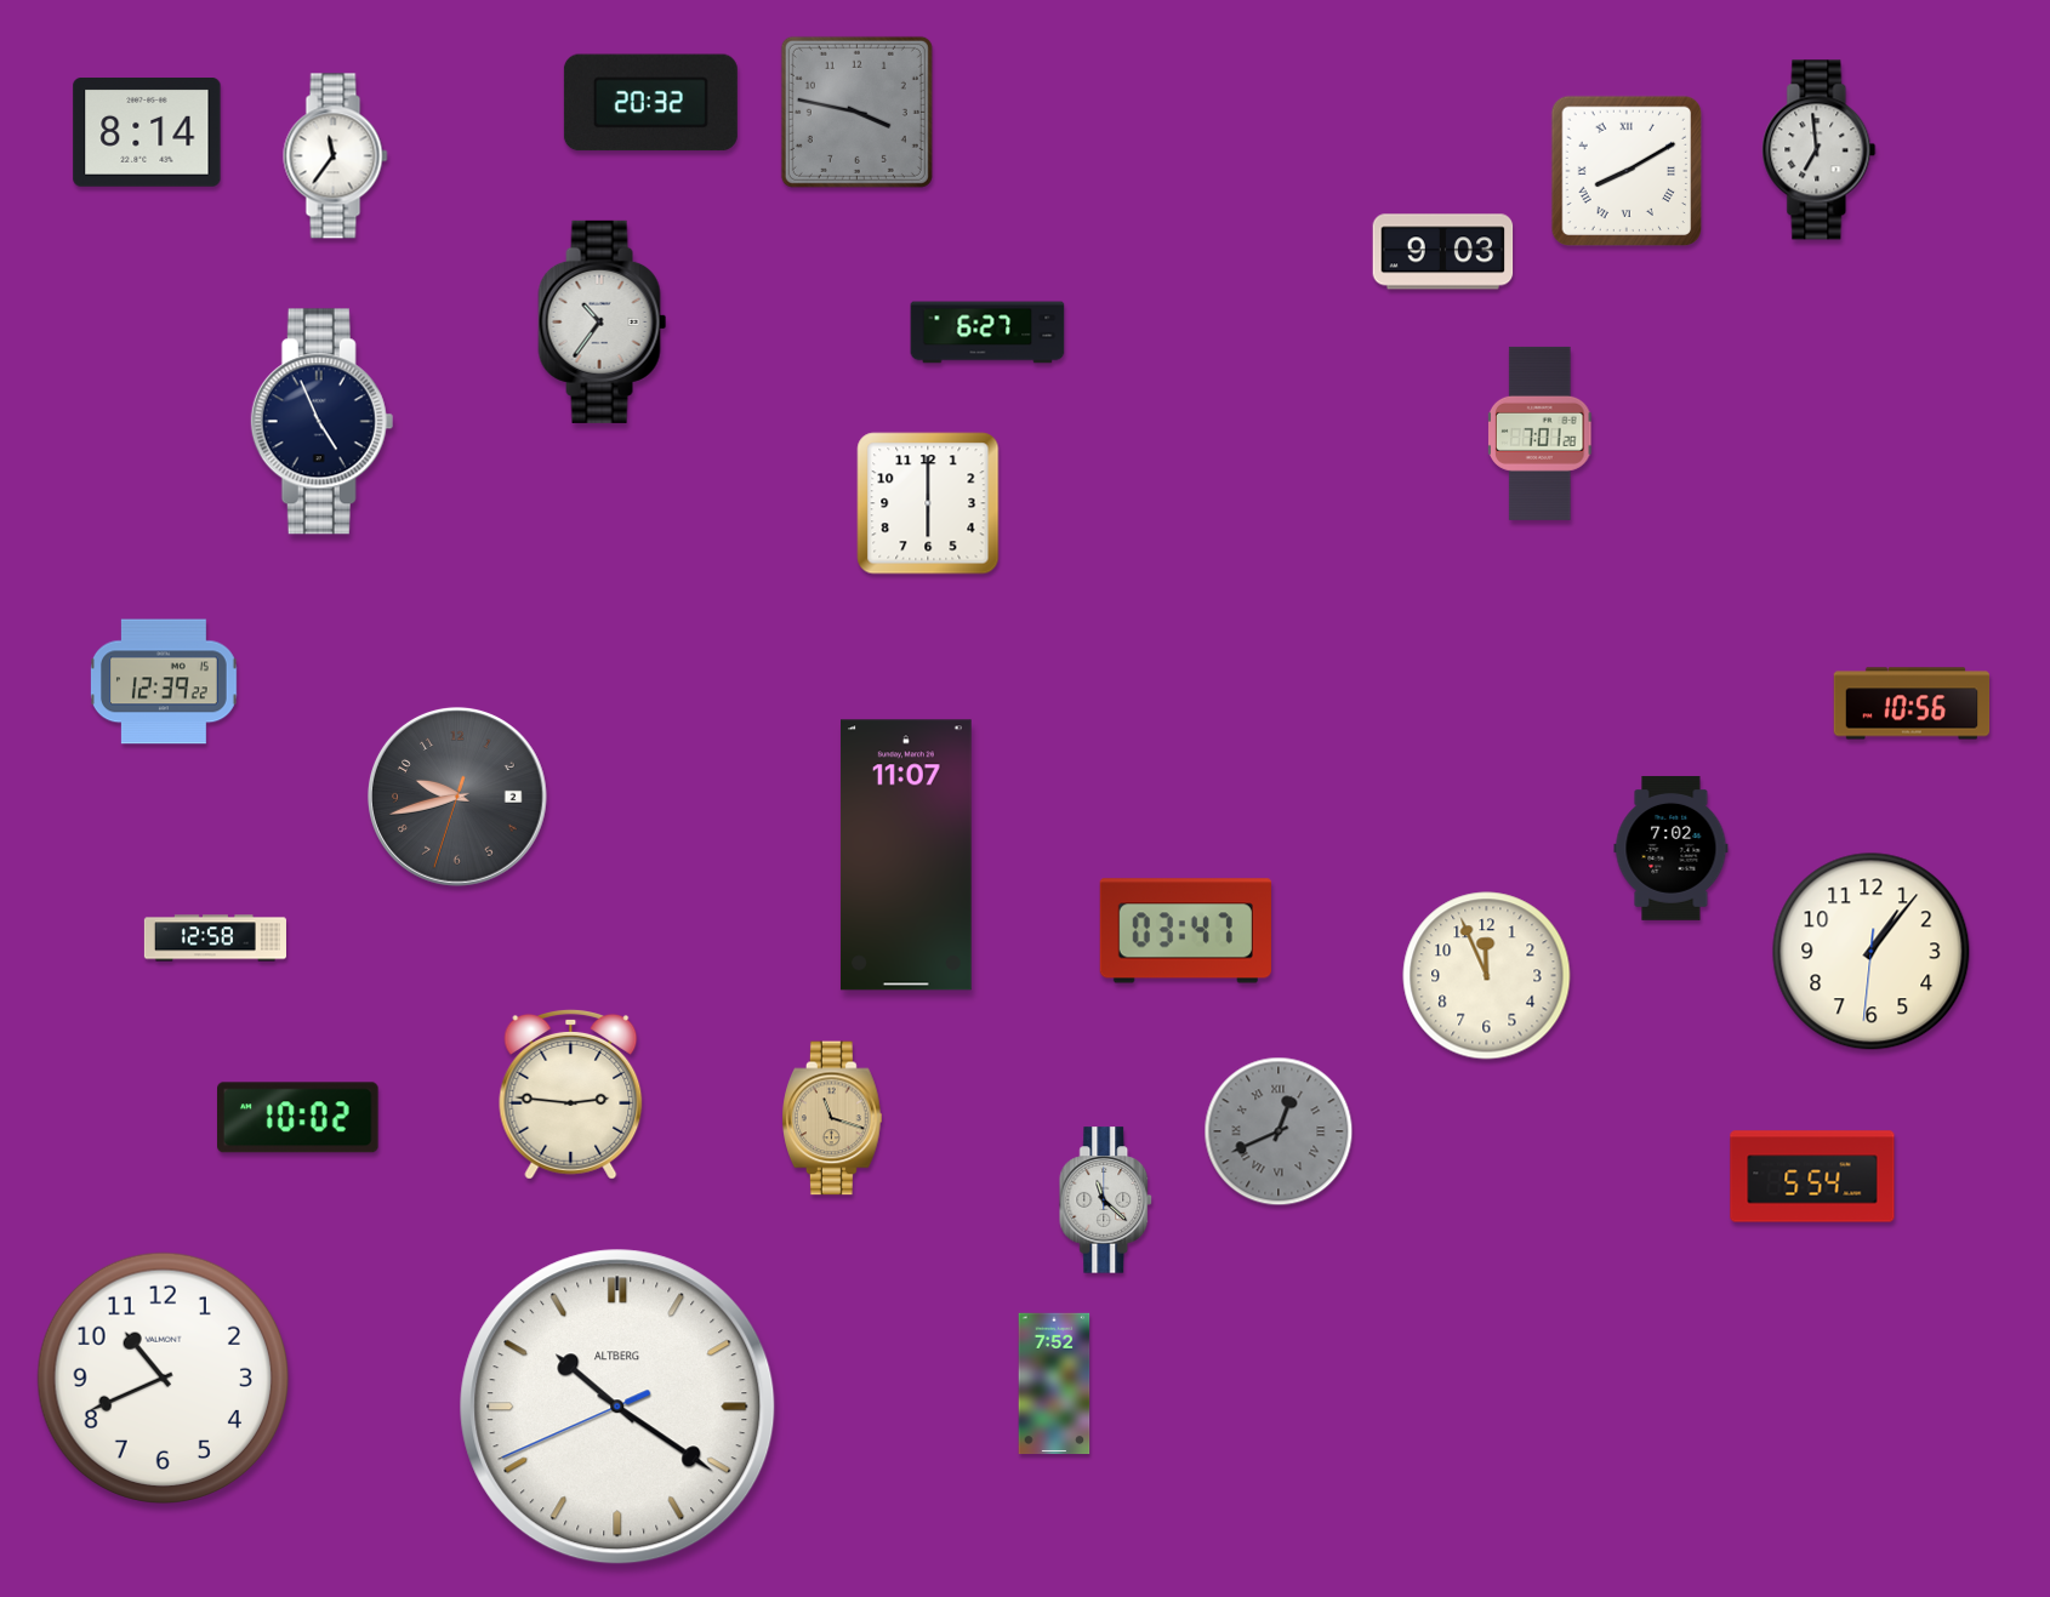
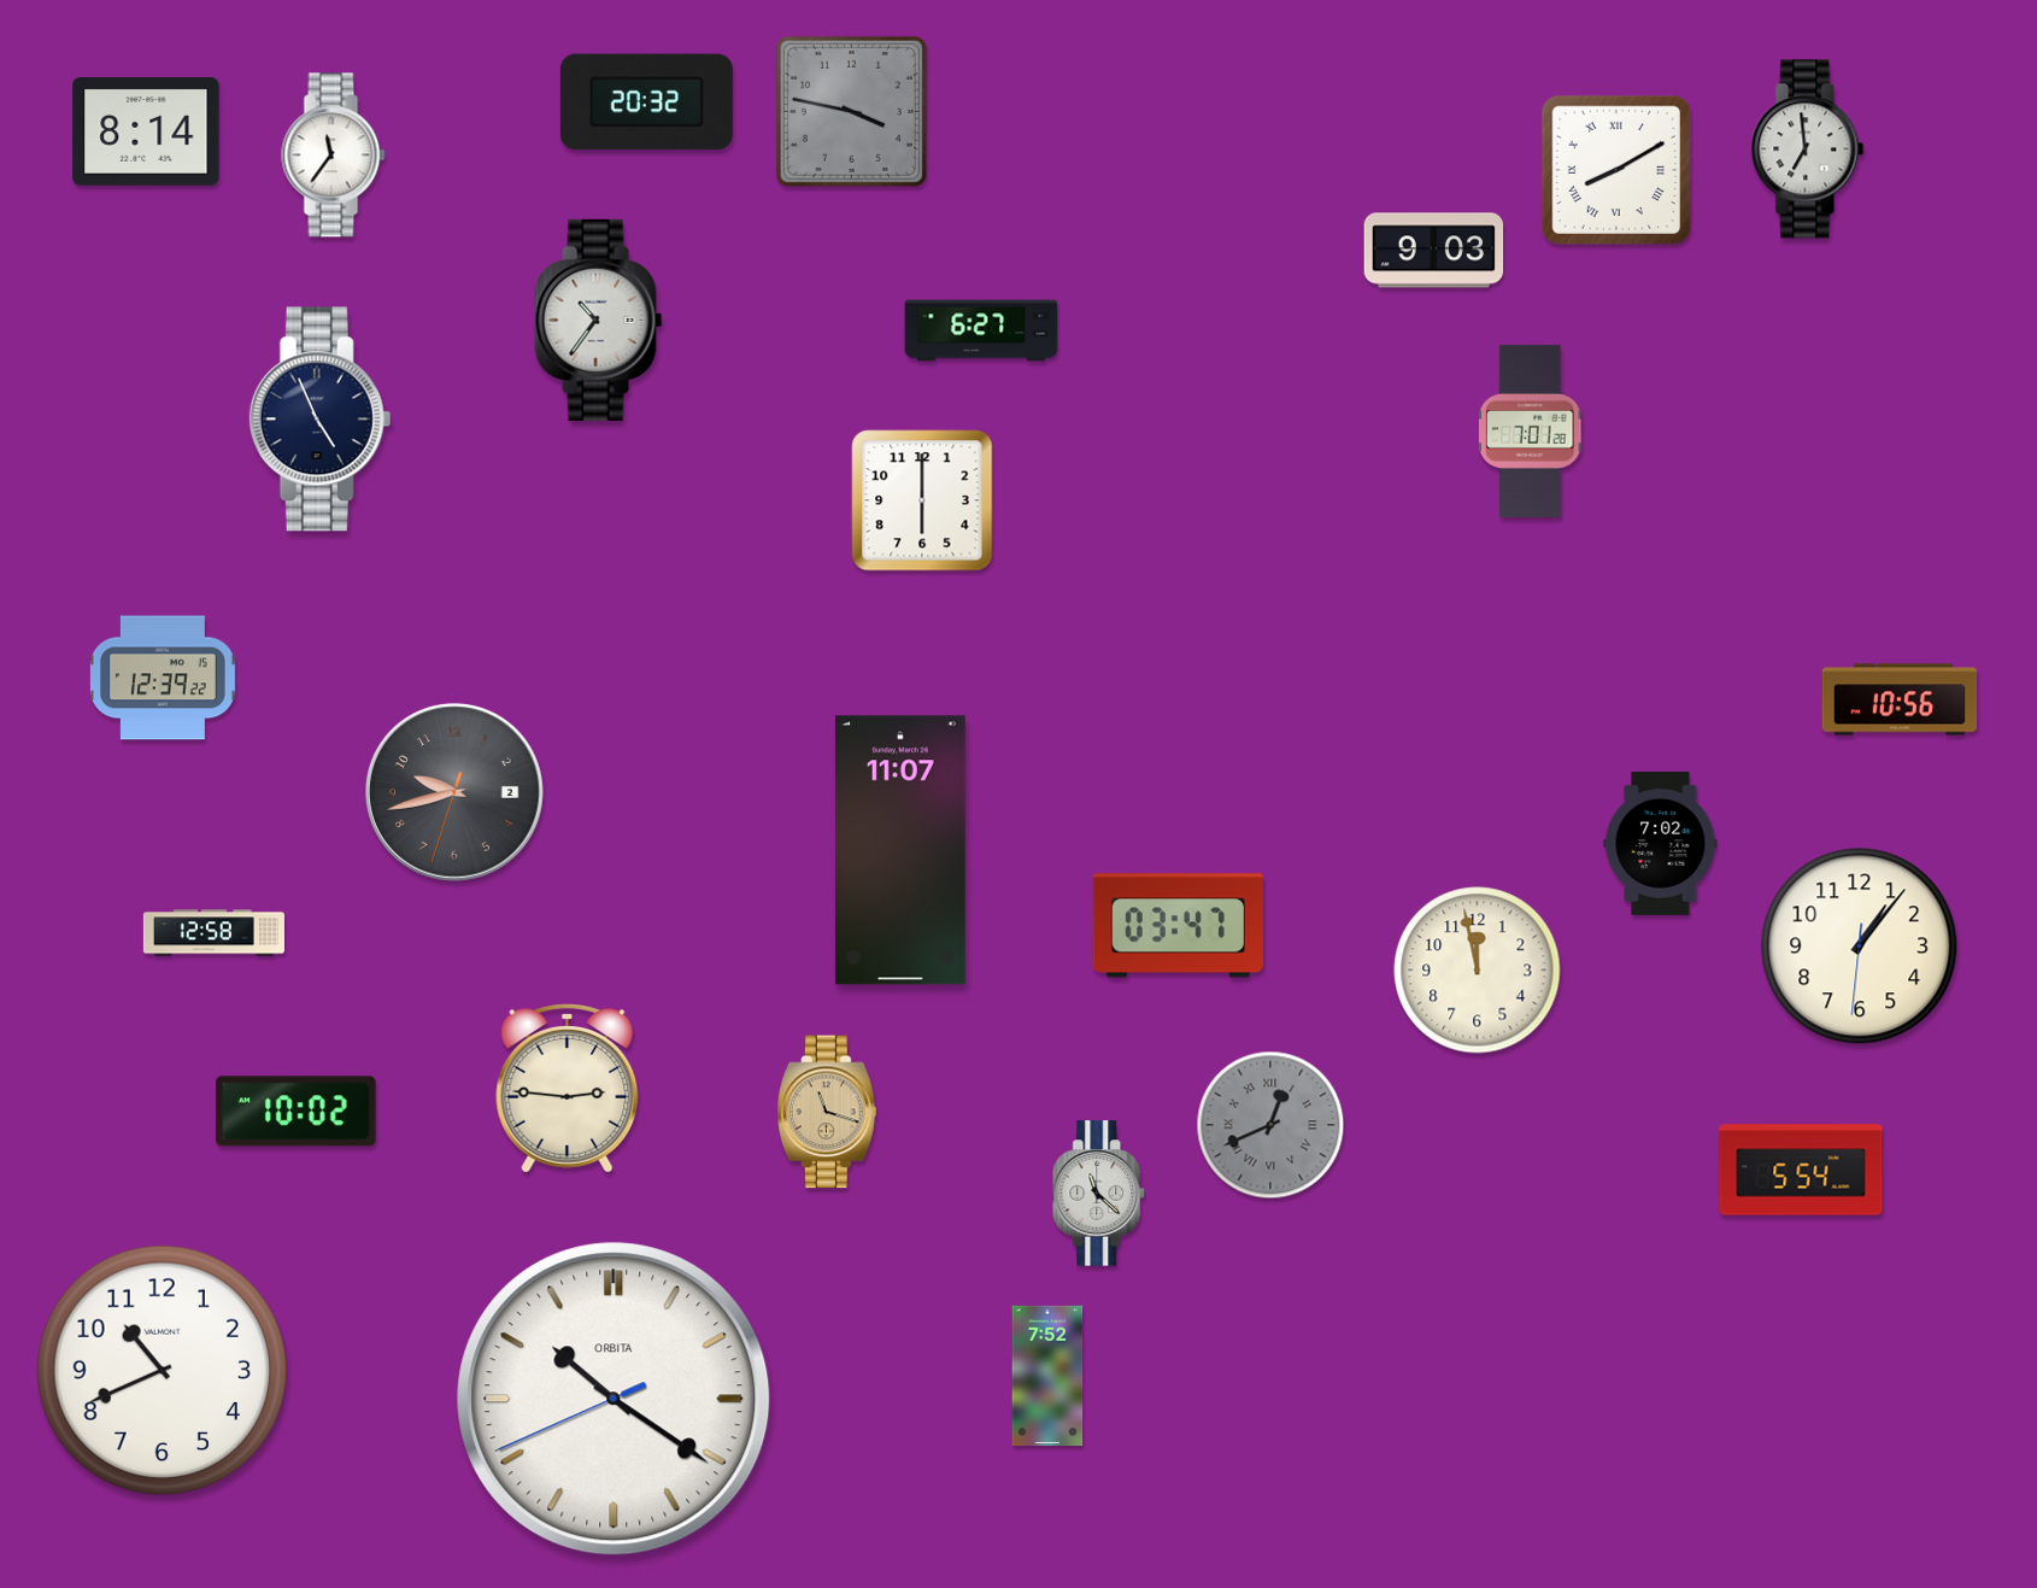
clock at (1487, 976): 11:56 -> 11:58
clock at (617, 1407) brand: ALTBERG -> ORBITA
